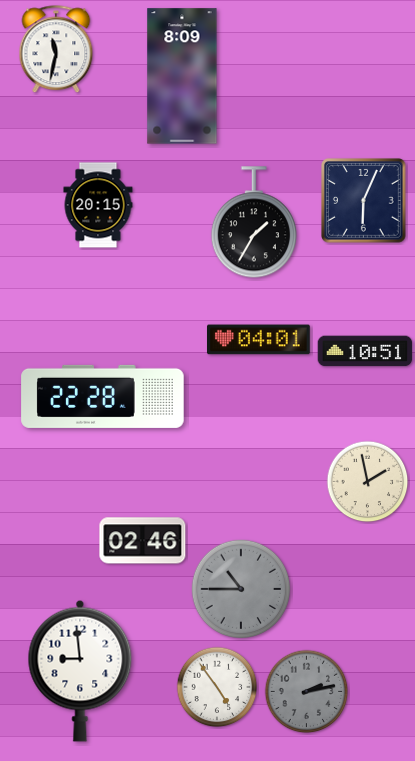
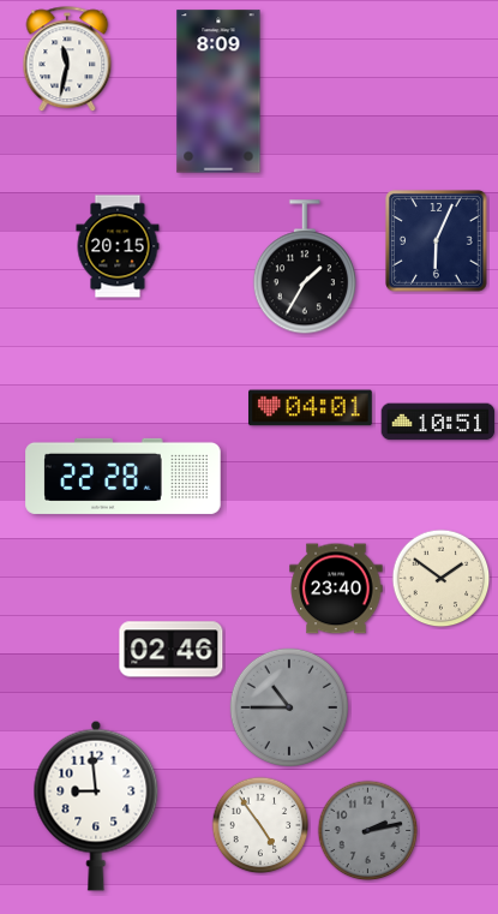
clock at (368, 482): 1:58 -> 1:51
clock at (336, 589): none -> 23:40
